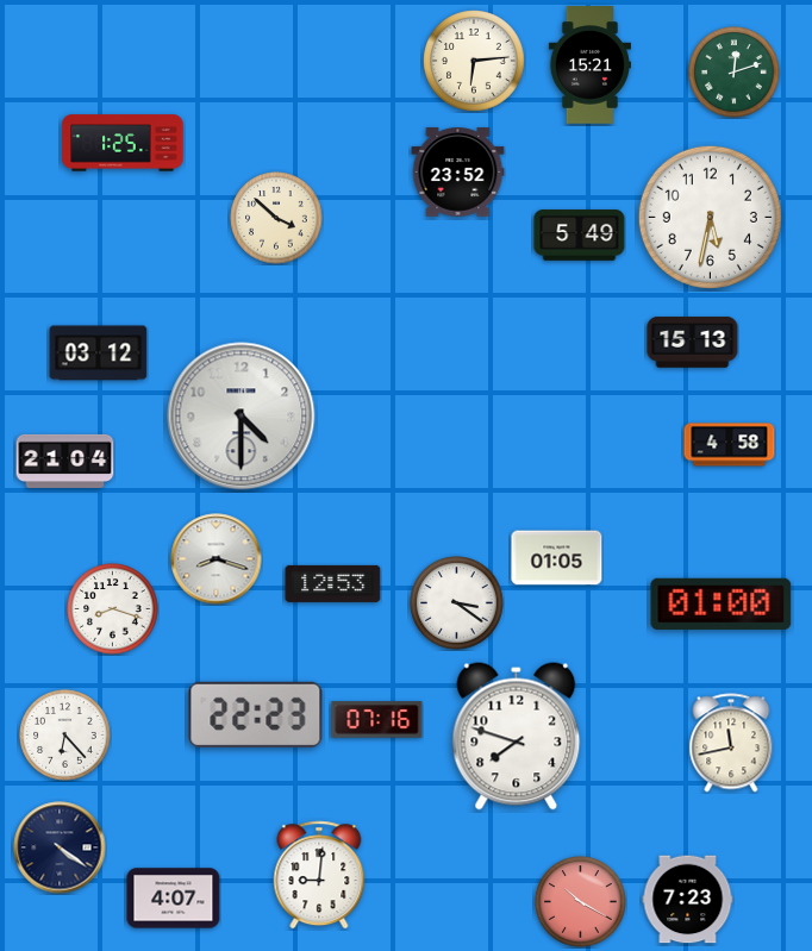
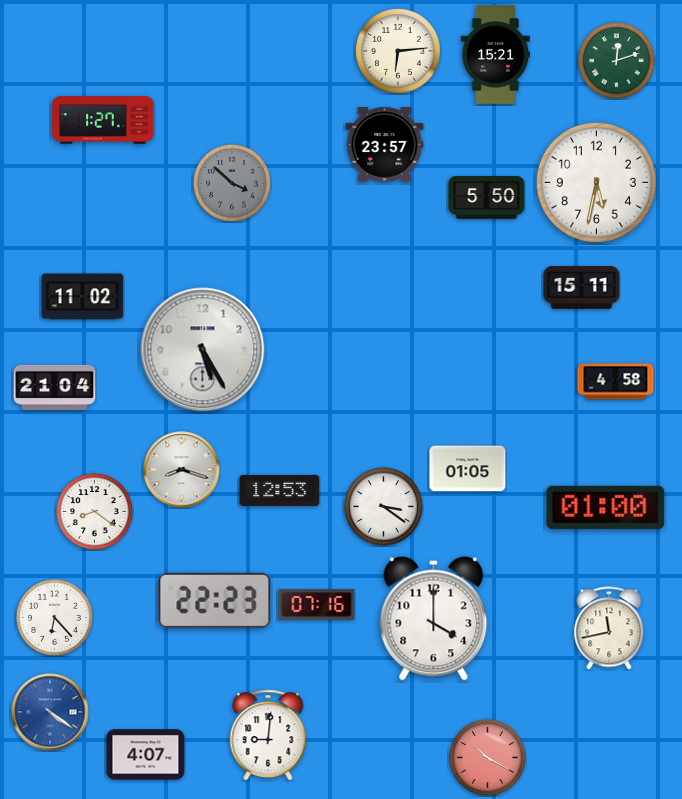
clock at (123, 143): 1:25 -> 1:27
clock at (458, 173): 23:52 -> 23:57
clock at (276, 218) dial: cream -> grey
clock at (580, 236): 5:49 -> 5:50
clock at (693, 343): 15:13 -> 15:11
clock at (99, 354): 03:12 -> 11:02
clock at (242, 417): 4:30 -> 5:25
clock at (730, 445) position: (730, 445) -> (616, 382)
clock at (113, 609): 8:18 -> 8:21
clock at (517, 737): 7:48 -> 4:00
clock at (731, 743) position: (731, 743) -> (609, 628)
clock at (60, 847) dial: navy -> blue
clock at (688, 900): 7:23 -> none
